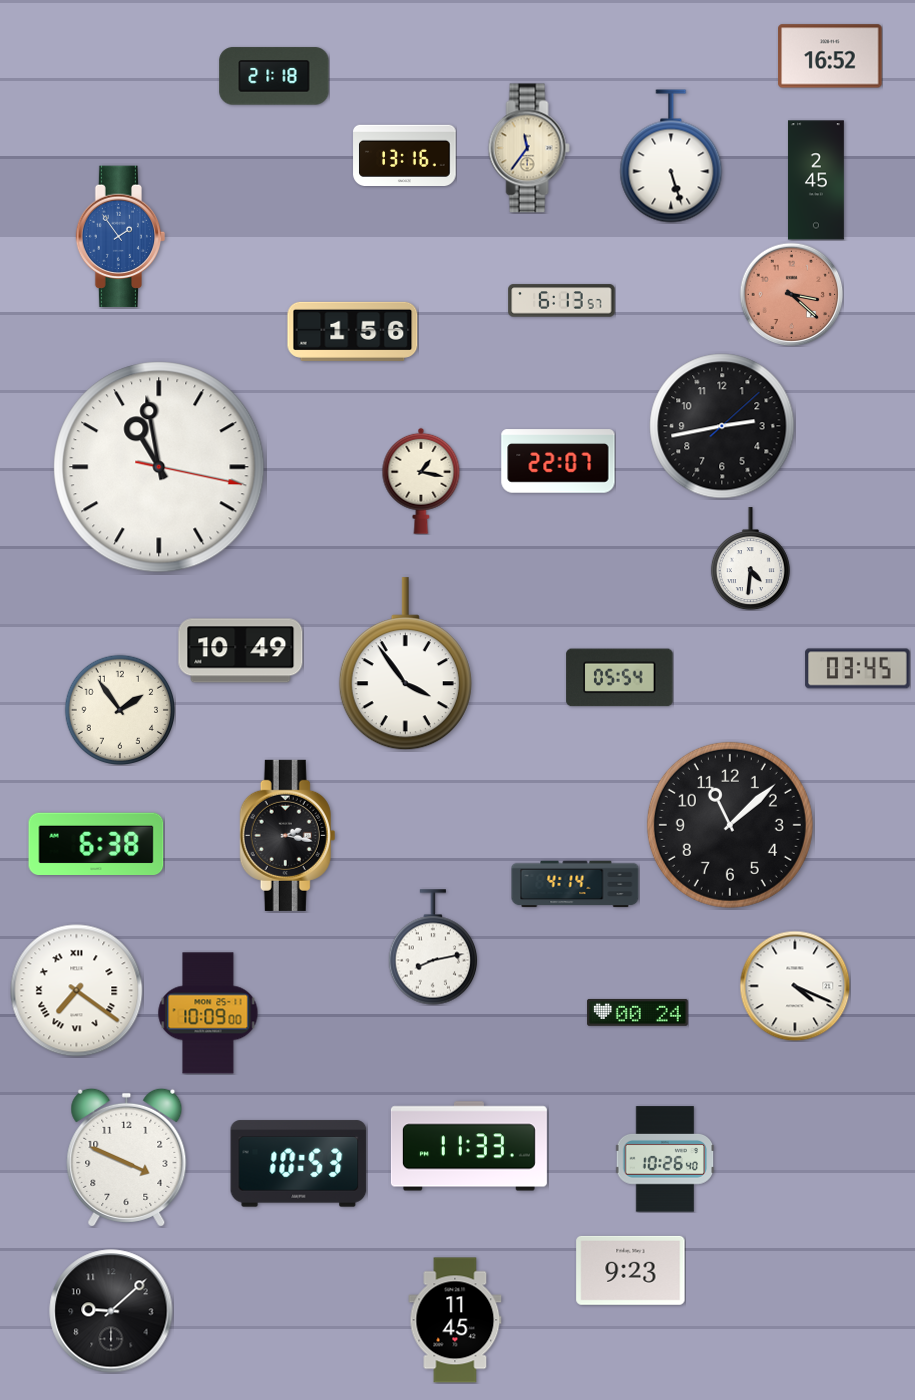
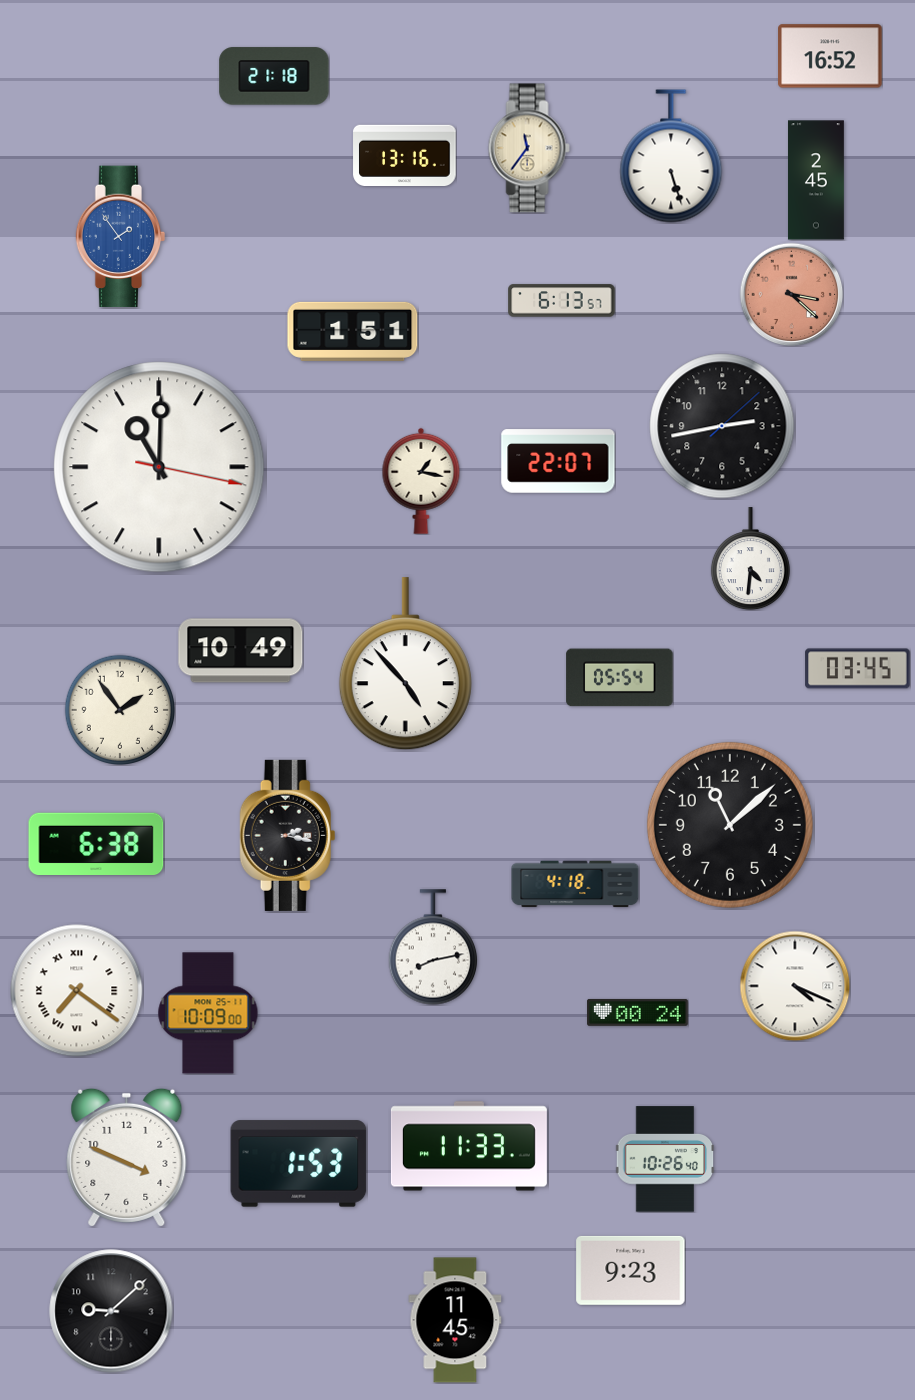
clock at (353, 331): 1:56 -> 1:51
clock at (159, 467): 10:58 -> 11:00
clock at (405, 664): 3:54 -> 4:53
clock at (575, 884): 4:14 -> 4:18
clock at (299, 1164): 10:53 -> 1:53
